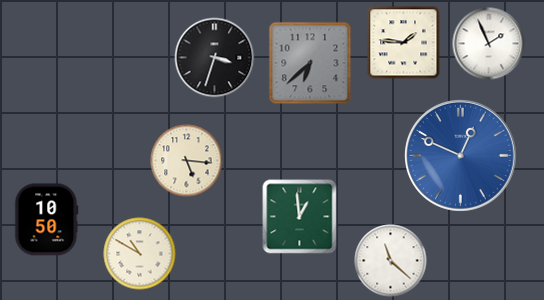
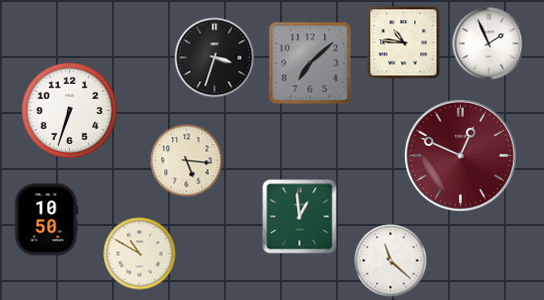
clock at (404, 43): 1:46 -> 10:46
clock at (310, 63): 6:38 -> 7:08
clock at (69, 110): none -> 6:33
clock at (461, 156) dial: blue -> burgundy
